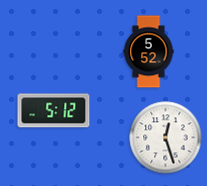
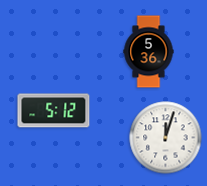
clock at (149, 52): 5:52 -> 5:36
clock at (166, 138): 12:27 -> 12:03
